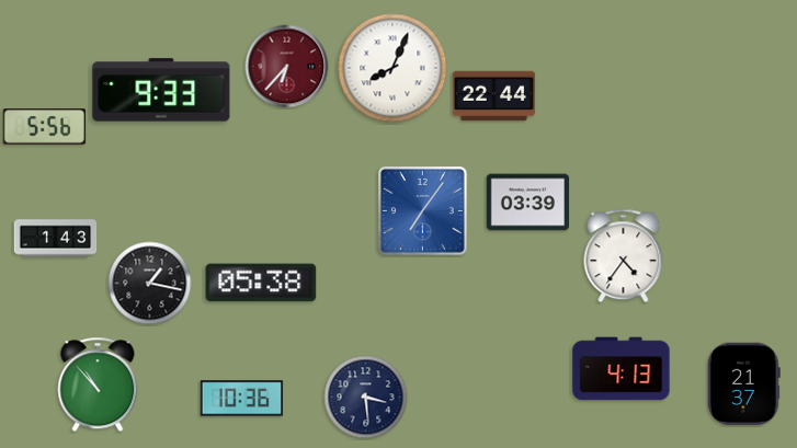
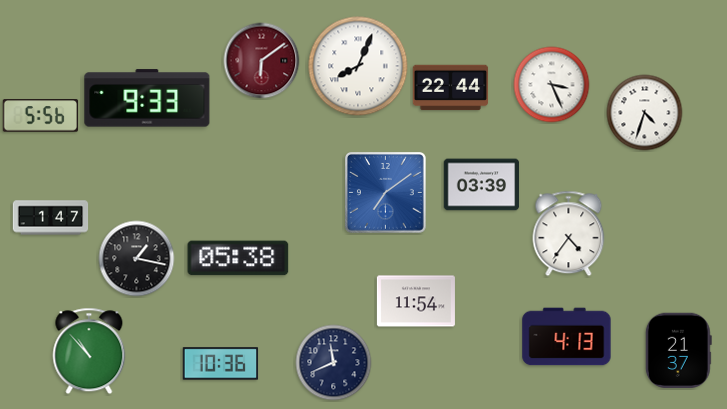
clock at (287, 67): 6:37 -> 6:09
clock at (392, 68) position: (392, 68) -> (358, 66)
clock at (161, 90) position: (161, 90) -> (147, 98)
clock at (552, 85): none -> 3:26
clock at (645, 113): none -> 4:33
clock at (423, 211): 7:06 -> 7:09
clock at (56, 239): 1:43 -> 1:47
clock at (416, 301): none -> 11:54
clock at (366, 398): 3:29 -> 11:41
